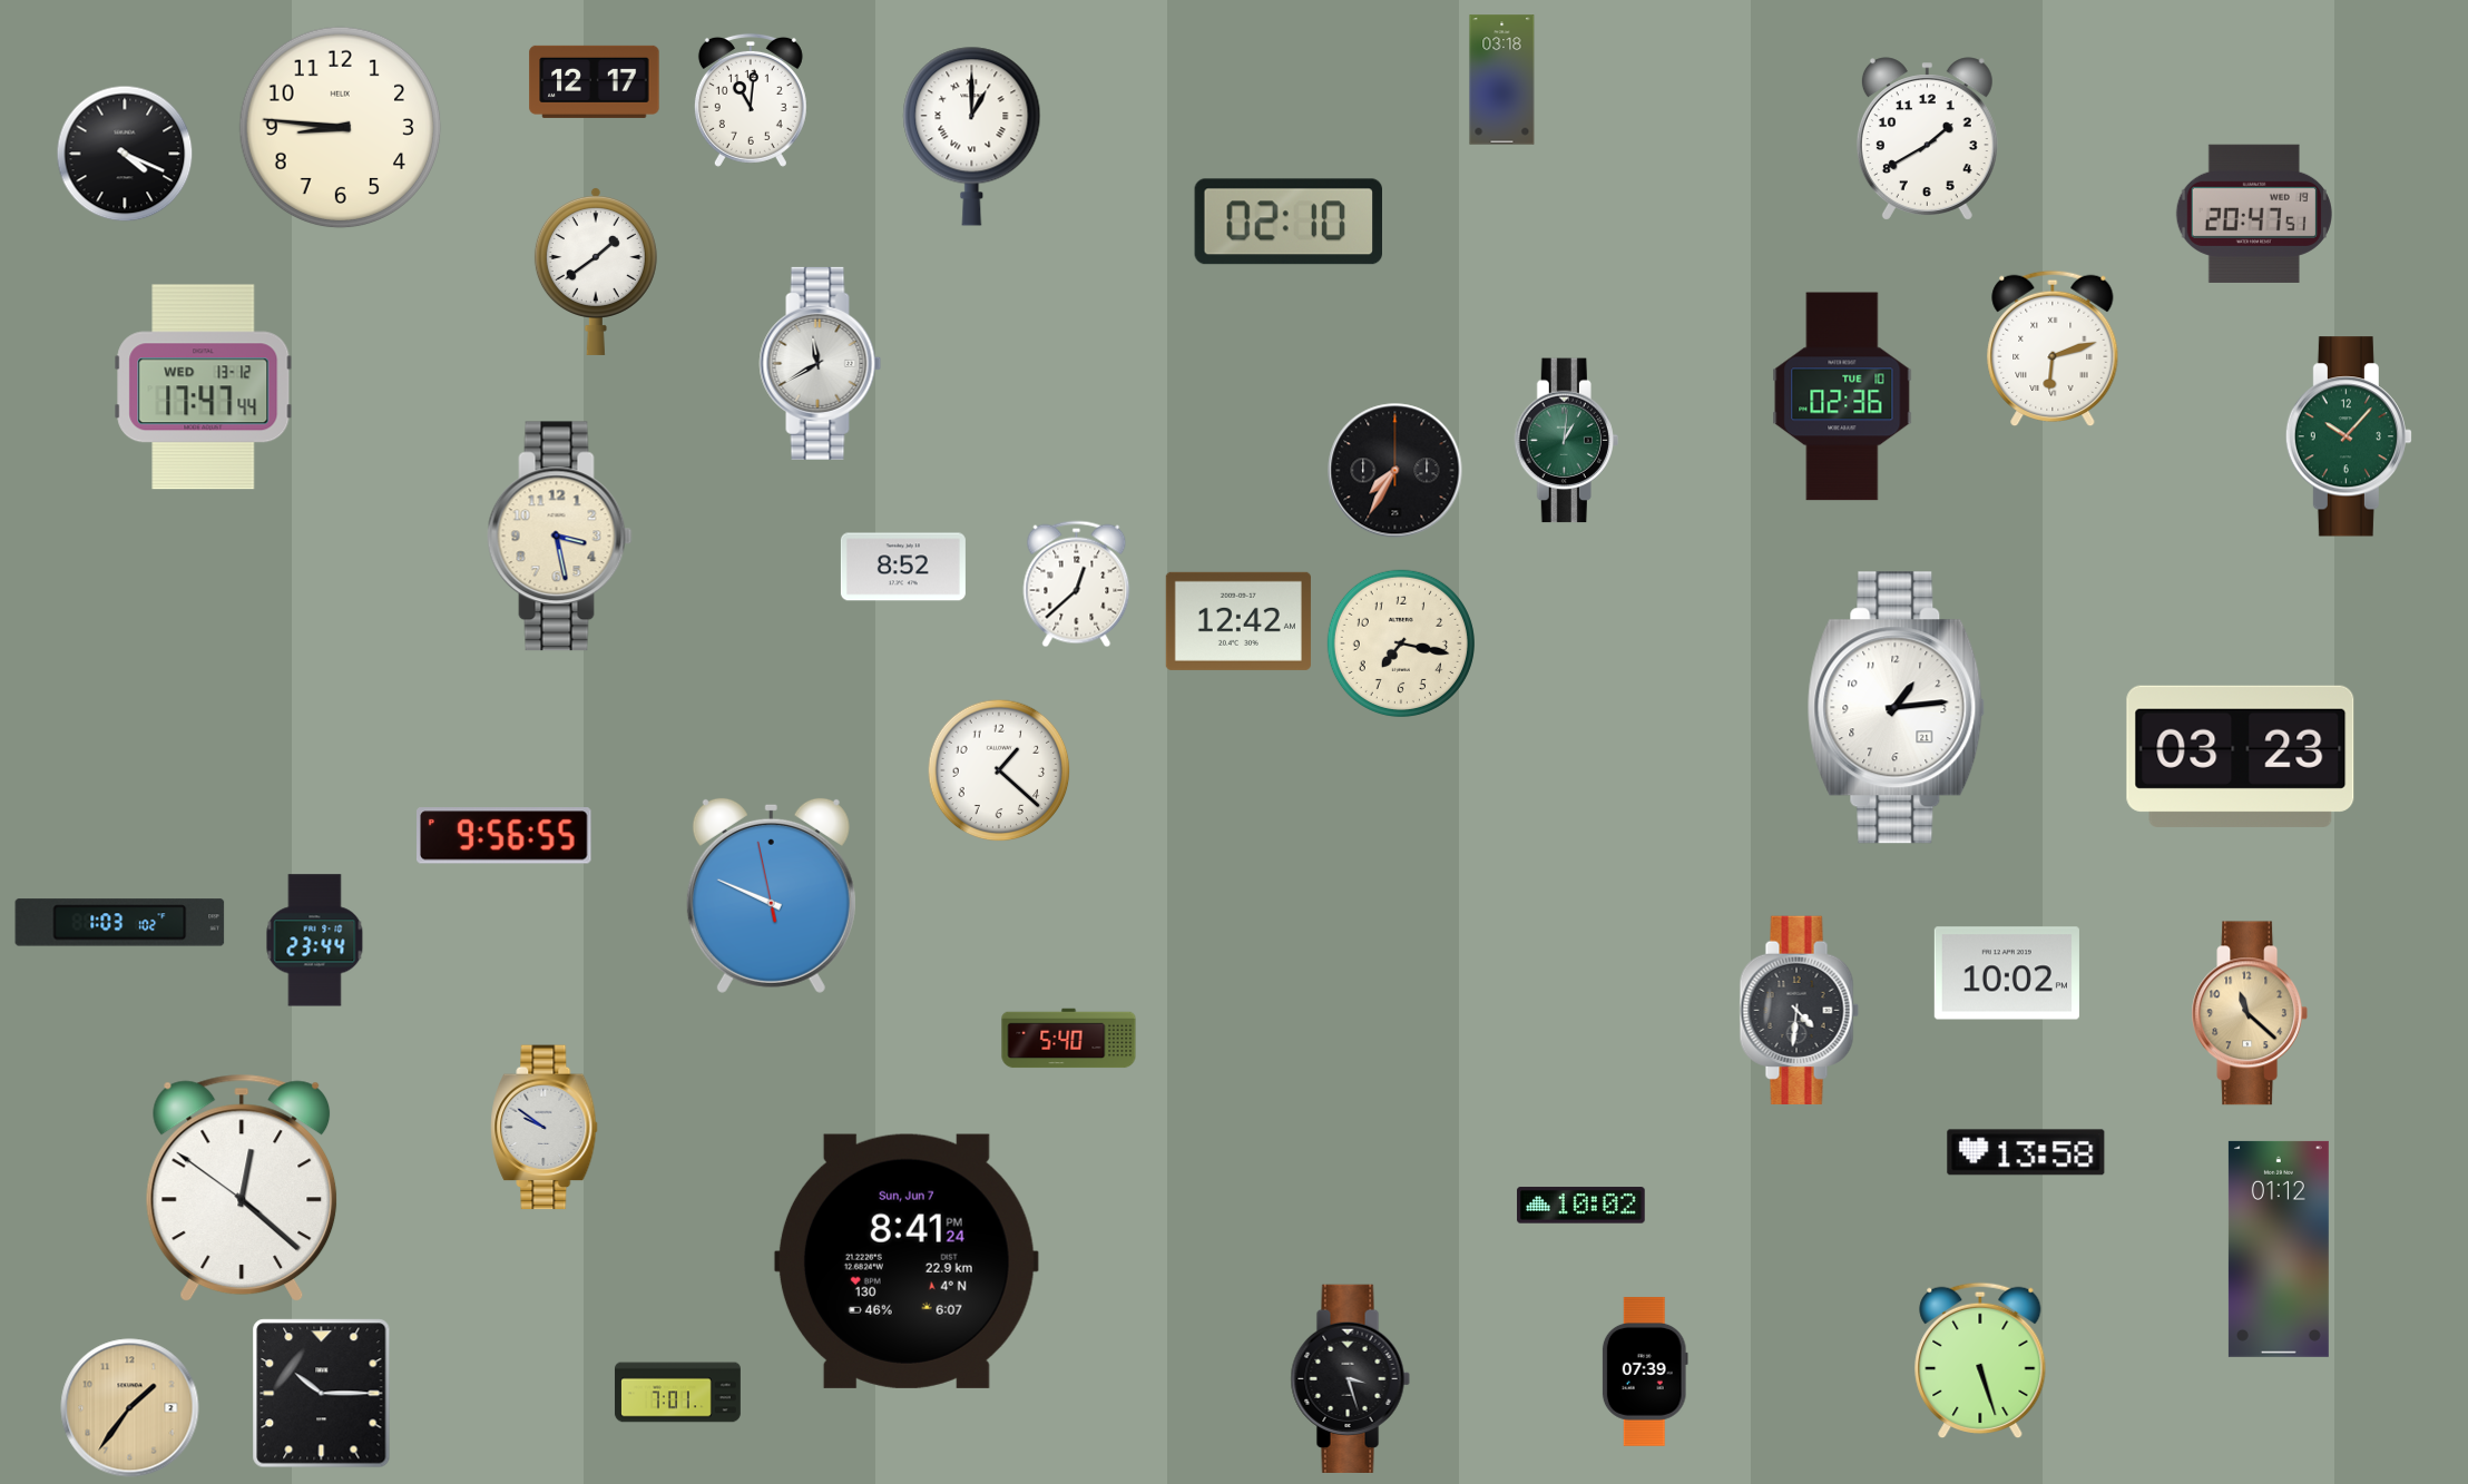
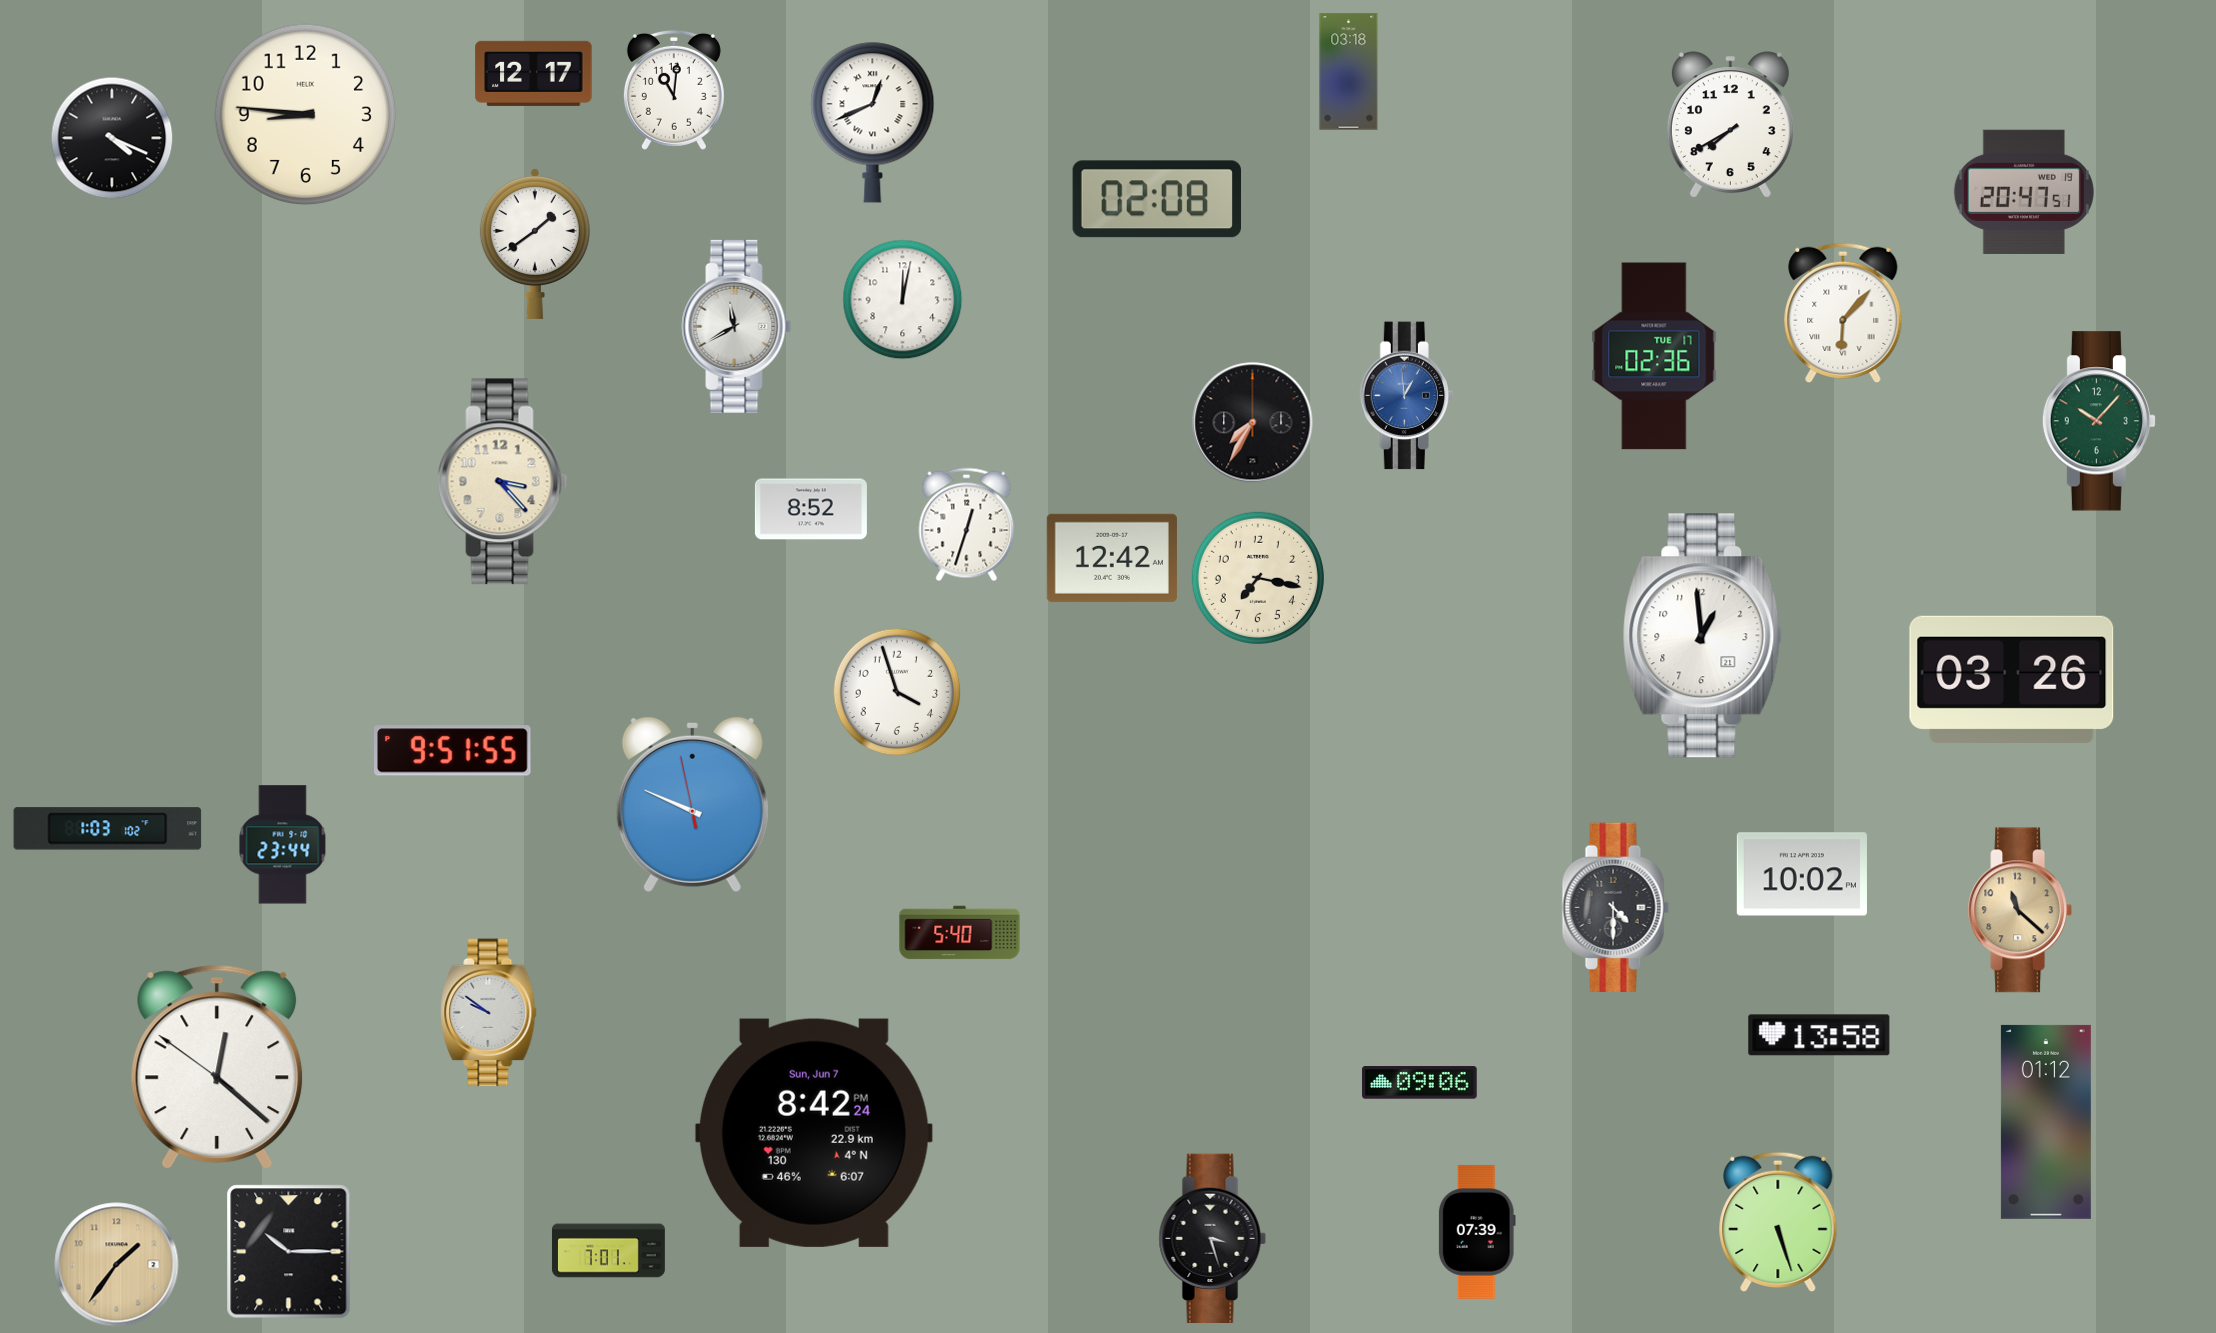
clock at (972, 136): 1:00 -> 12:41
clock at (1927, 139): 1:40 -> 7:40
clock at (1287, 222): 02:10 -> 02:08
clock at (903, 300): none -> 12:02
clock at (2053, 348): 6:12 -> 6:07
clock at (204, 387): 17:47 -> none
clock at (1842, 396) date: TUE 10 -> TUE 17
clock at (2349, 436) position: (2349, 436) -> (2099, 421)
clock at (1566, 441): 1:01 -> 12:59
clock at (1566, 441) dial: green -> blue
clock at (560, 537): 3:28 -> 3:23
clock at (1077, 584): 12:38 -> 12:33
clock at (1897, 708): 1:14 -> 12:59
clock at (2241, 756): 03:23 -> 03:26
clock at (999, 770): 1:22 -> 3:57
clock at (505, 836): 9:56 -> 9:51
clock at (1799, 1010): 4:31 -> 4:30
clock at (1581, 1206): 10:02 -> 09:06
clock at (907, 1261): 8:41 -> 8:42
